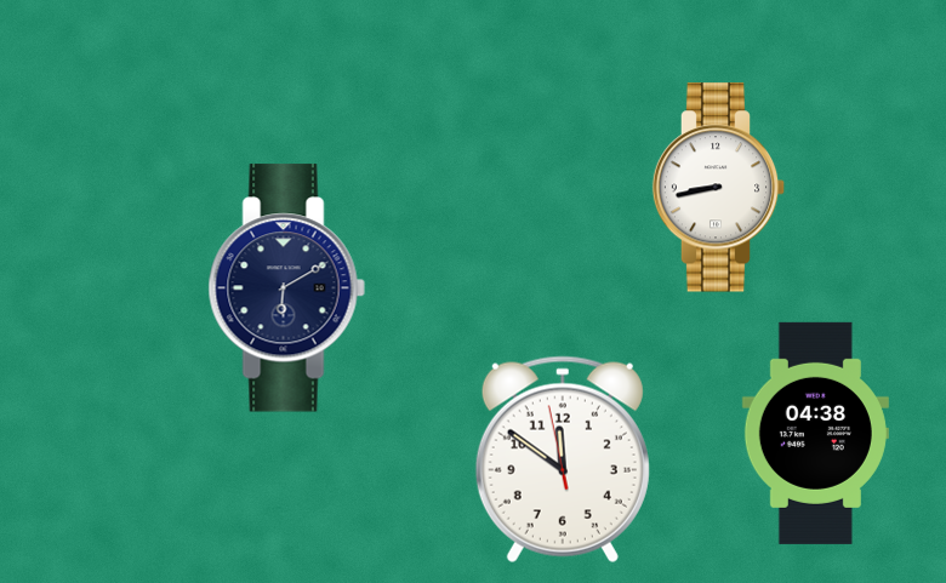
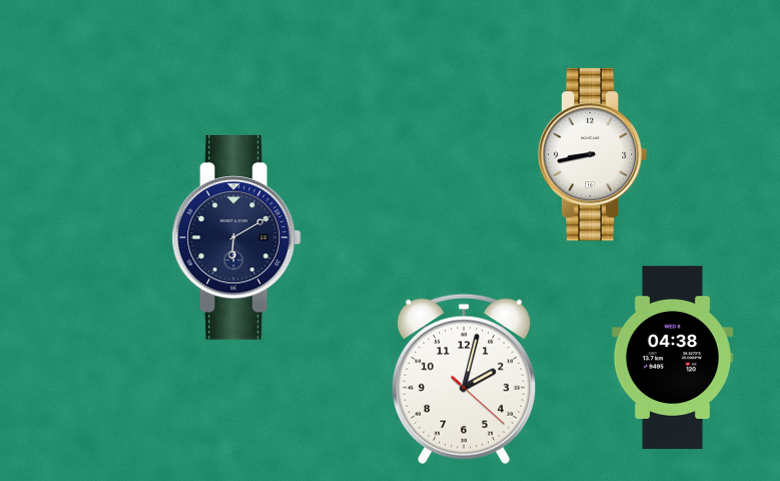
clock at (563, 459): 11:50 -> 2:02
